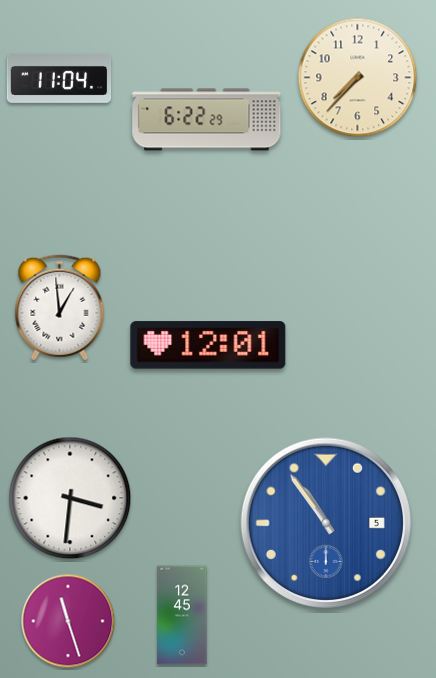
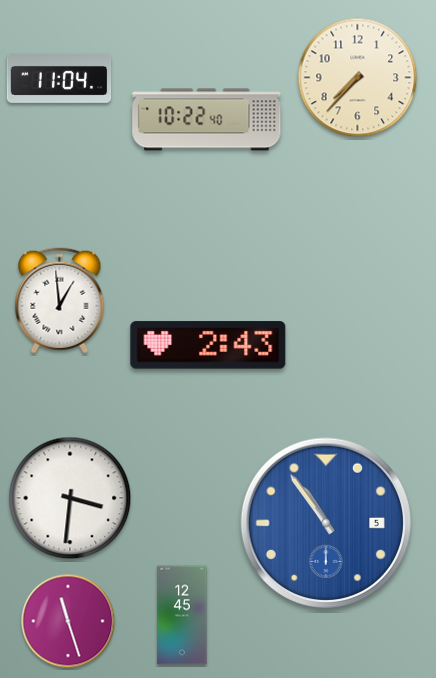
clock at (207, 120): 6:22 -> 10:22
clock at (60, 308) position: (60, 308) -> (60, 301)
clock at (208, 345): 12:01 -> 2:43
